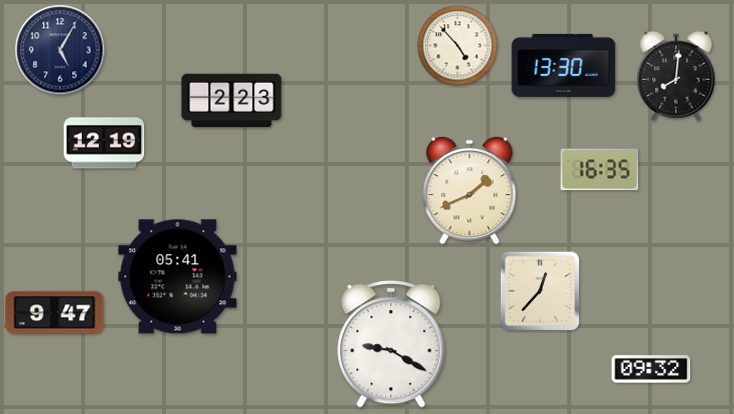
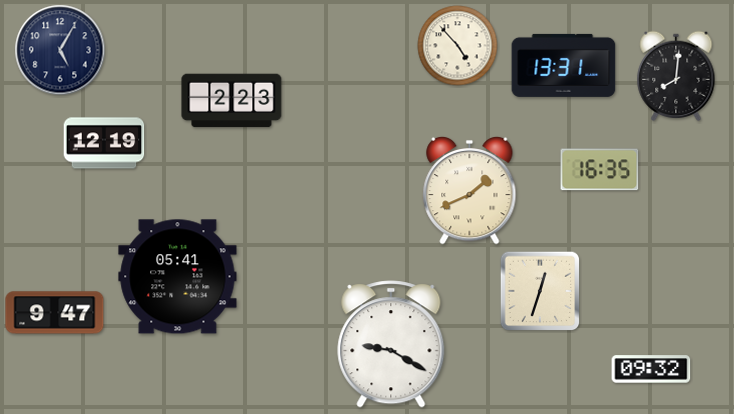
clock at (564, 65): 13:30 -> 13:31
clock at (540, 291): 12:37 -> 12:33
